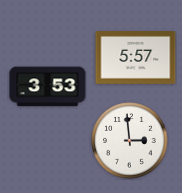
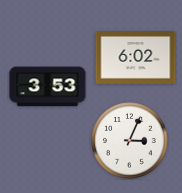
clock at (136, 58): 5:57 -> 6:02
clock at (130, 141): 2:59 -> 3:04
